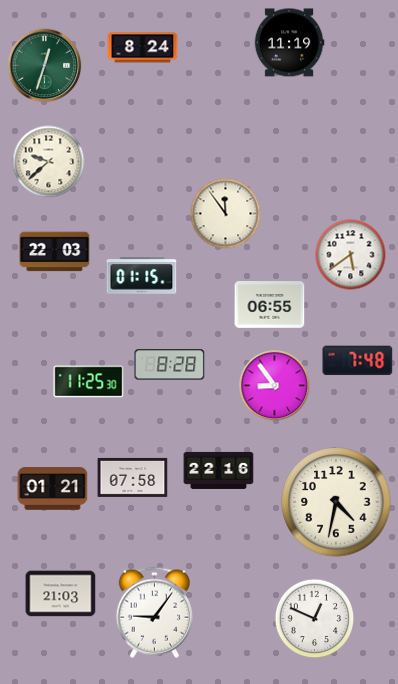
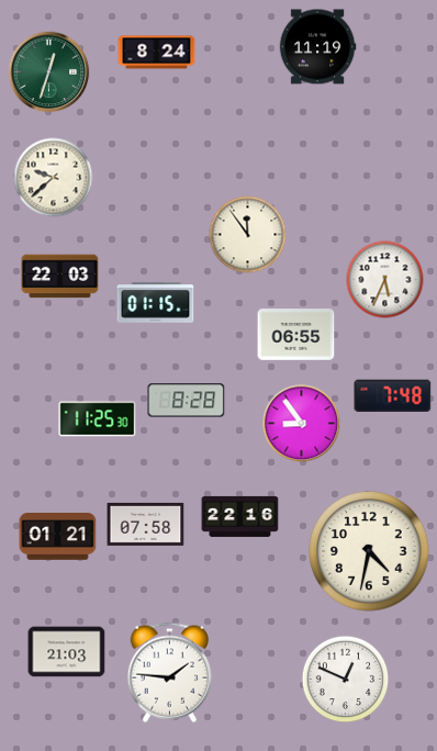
clock at (351, 255): 5:39 -> 5:34
clock at (154, 612): 9:06 -> 1:46
